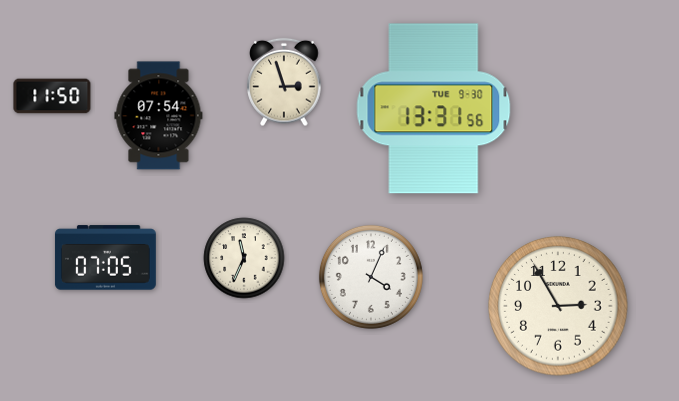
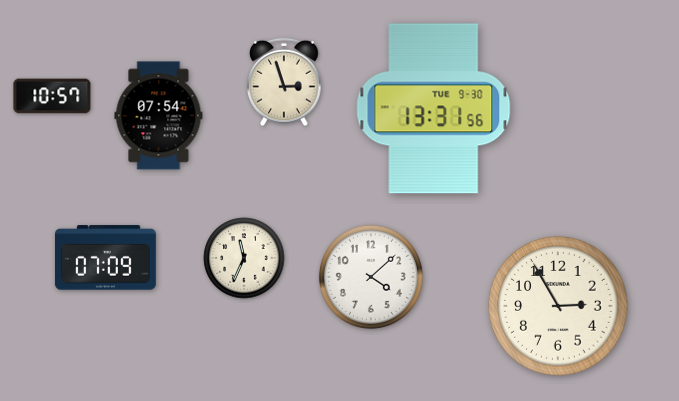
clock at (52, 96): 11:50 -> 10:57
clock at (105, 258): 07:05 -> 07:09
clock at (371, 277): 4:04 -> 4:08
